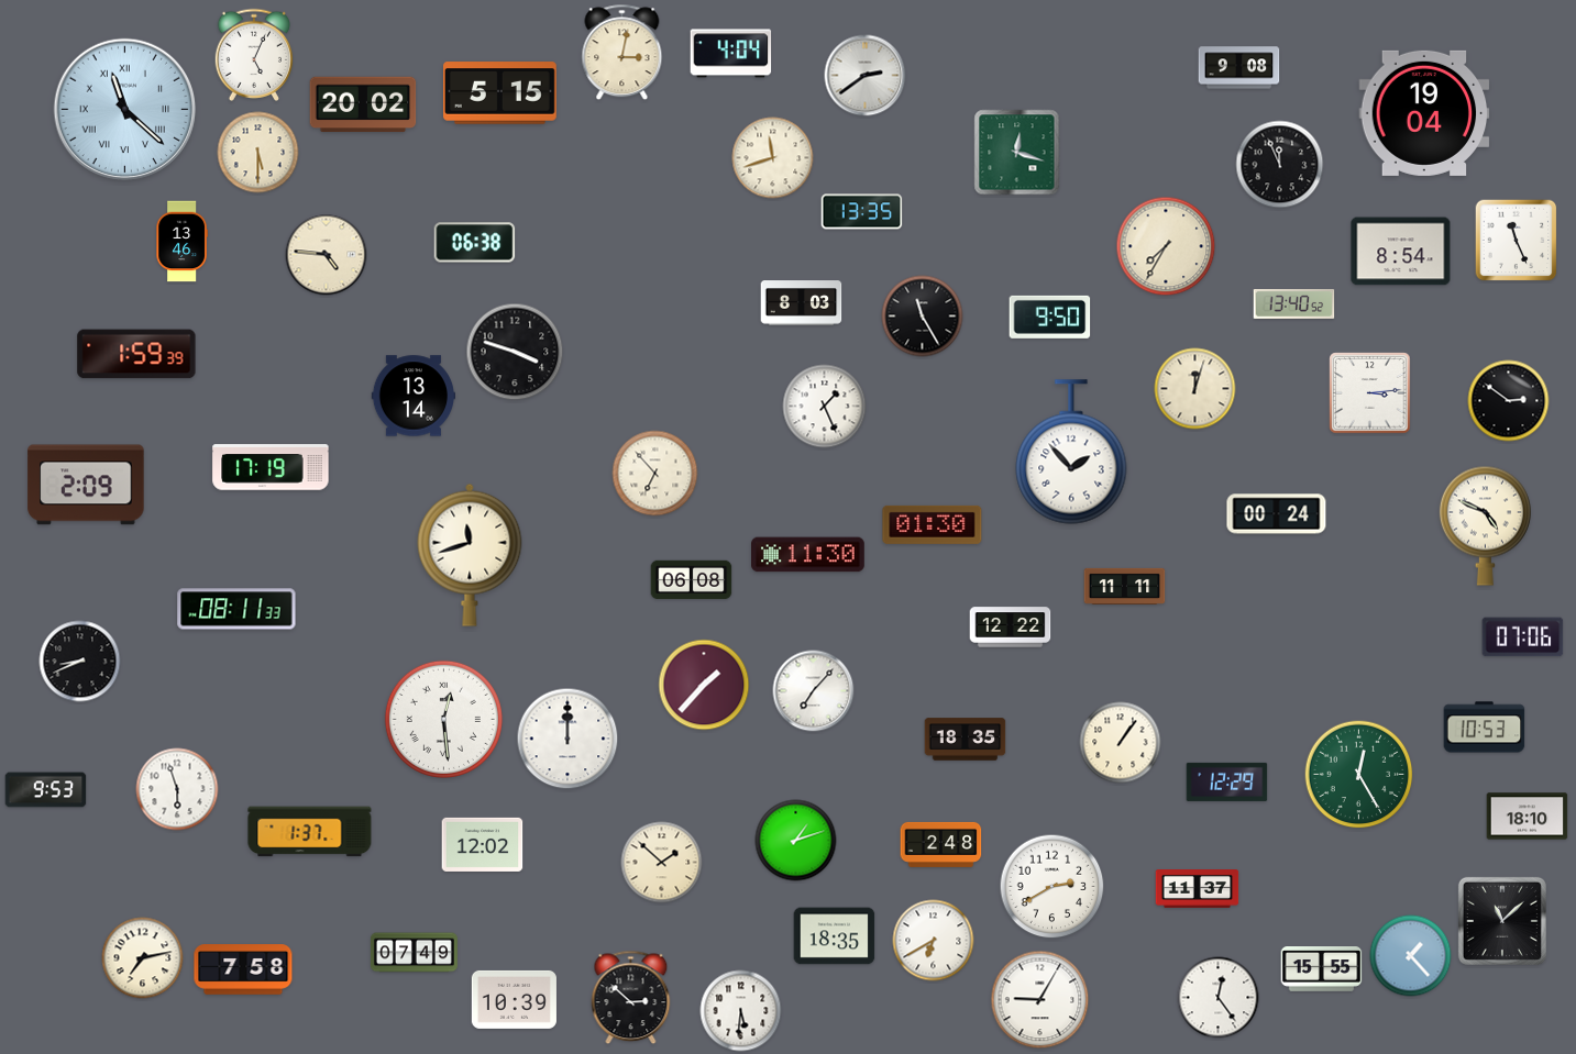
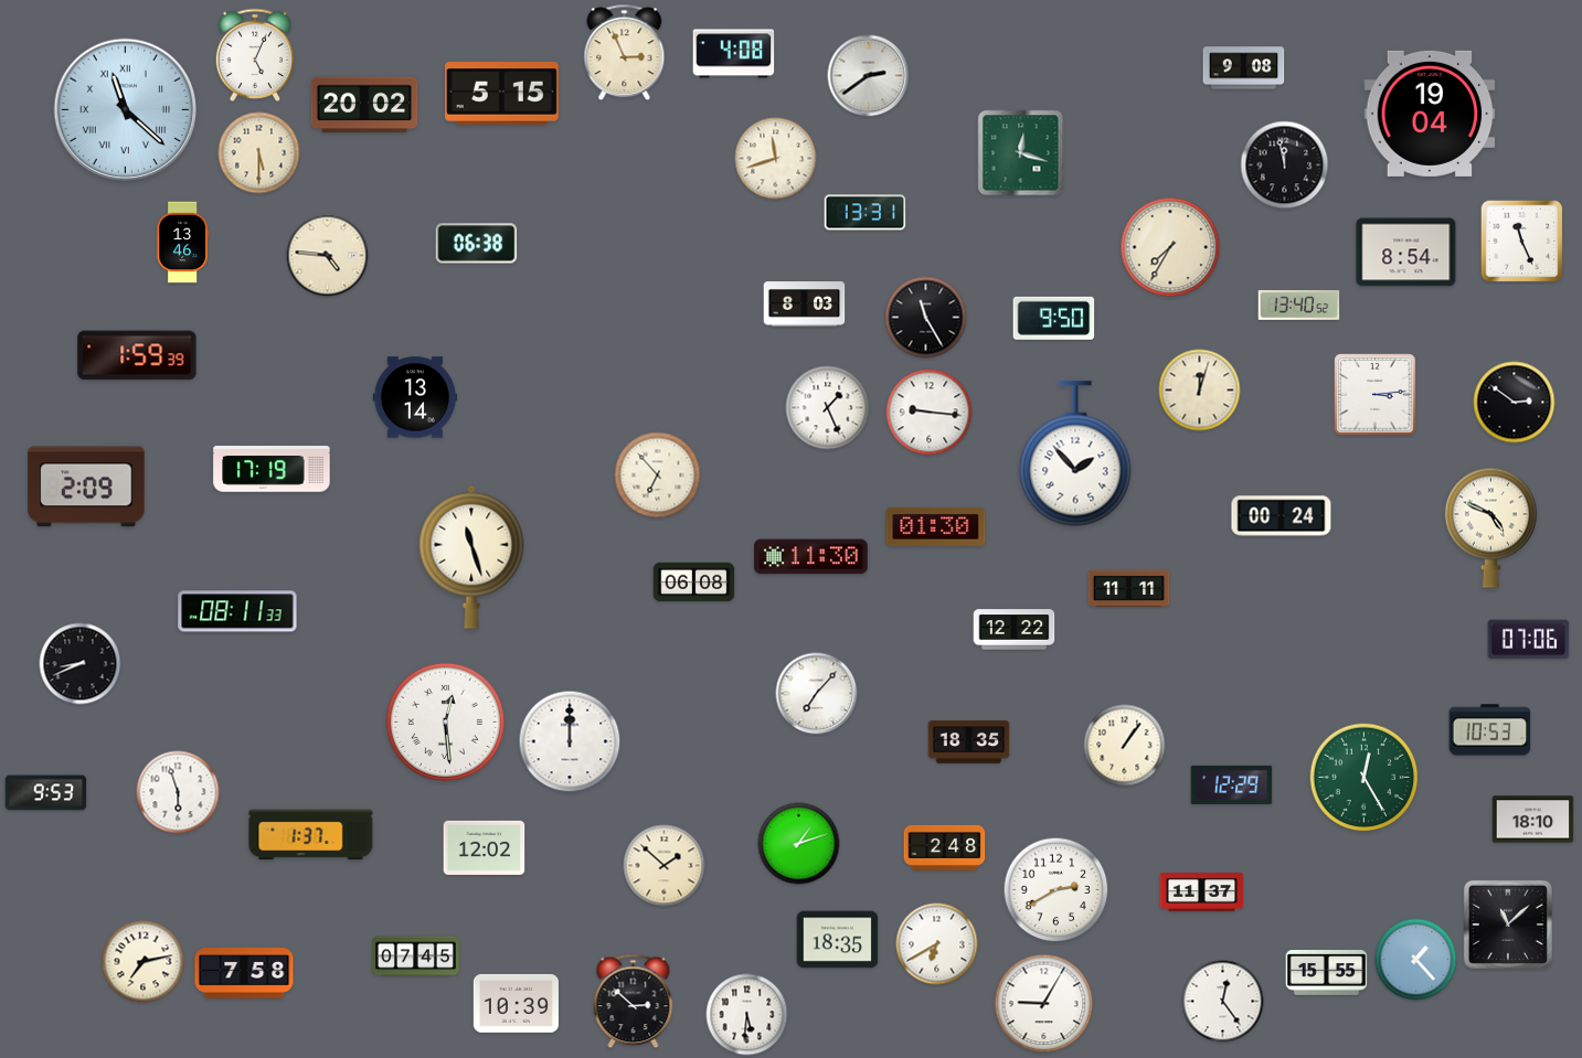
clock at (622, 53): 3:02 -> 2:56
clock at (731, 54): 4:04 -> 4:08
clock at (1280, 165): 11:56 -> 11:58
clock at (862, 212): 13:35 -> 13:31
clock at (515, 352): 3:48 -> none
clock at (930, 413): none -> 9:16
clock at (470, 555): 11:42 -> 11:27
clock at (704, 685): 1:37 -> none
clock at (414, 953): 07:49 -> 07:45
clock at (741, 1011) position: (741, 1011) -> (747, 1015)
